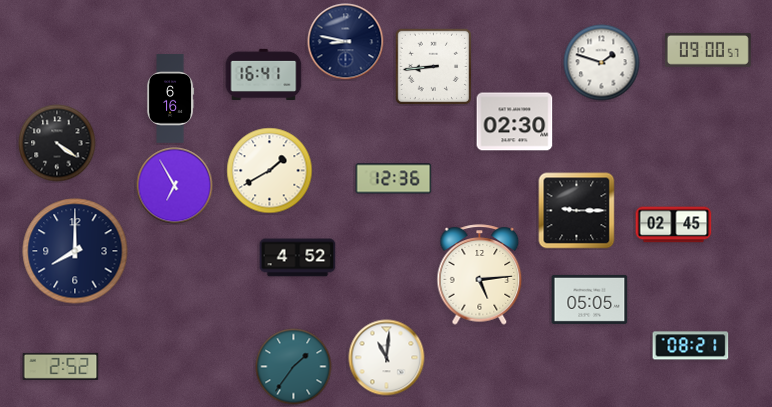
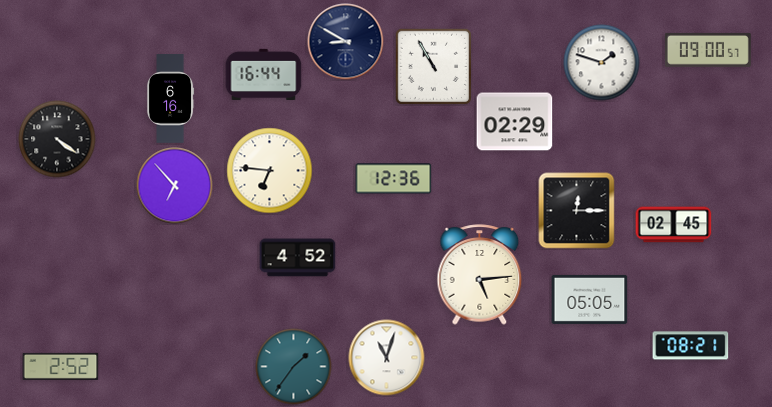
clock at (346, 42): 8:47 -> 8:50
clock at (433, 66): 8:44 -> 10:55
clock at (264, 74): 16:41 -> 16:44
clock at (515, 122): 02:30 -> 02:29
clock at (57, 143) position: (57, 143) -> (57, 139)
clock at (270, 171): 1:40 -> 6:46
clock at (175, 186): 6:55 -> 6:53
clock at (577, 211): 9:15 -> 12:15
clock at (75, 251): 8:00 -> none
clock at (387, 358): 11:01 -> 11:03
